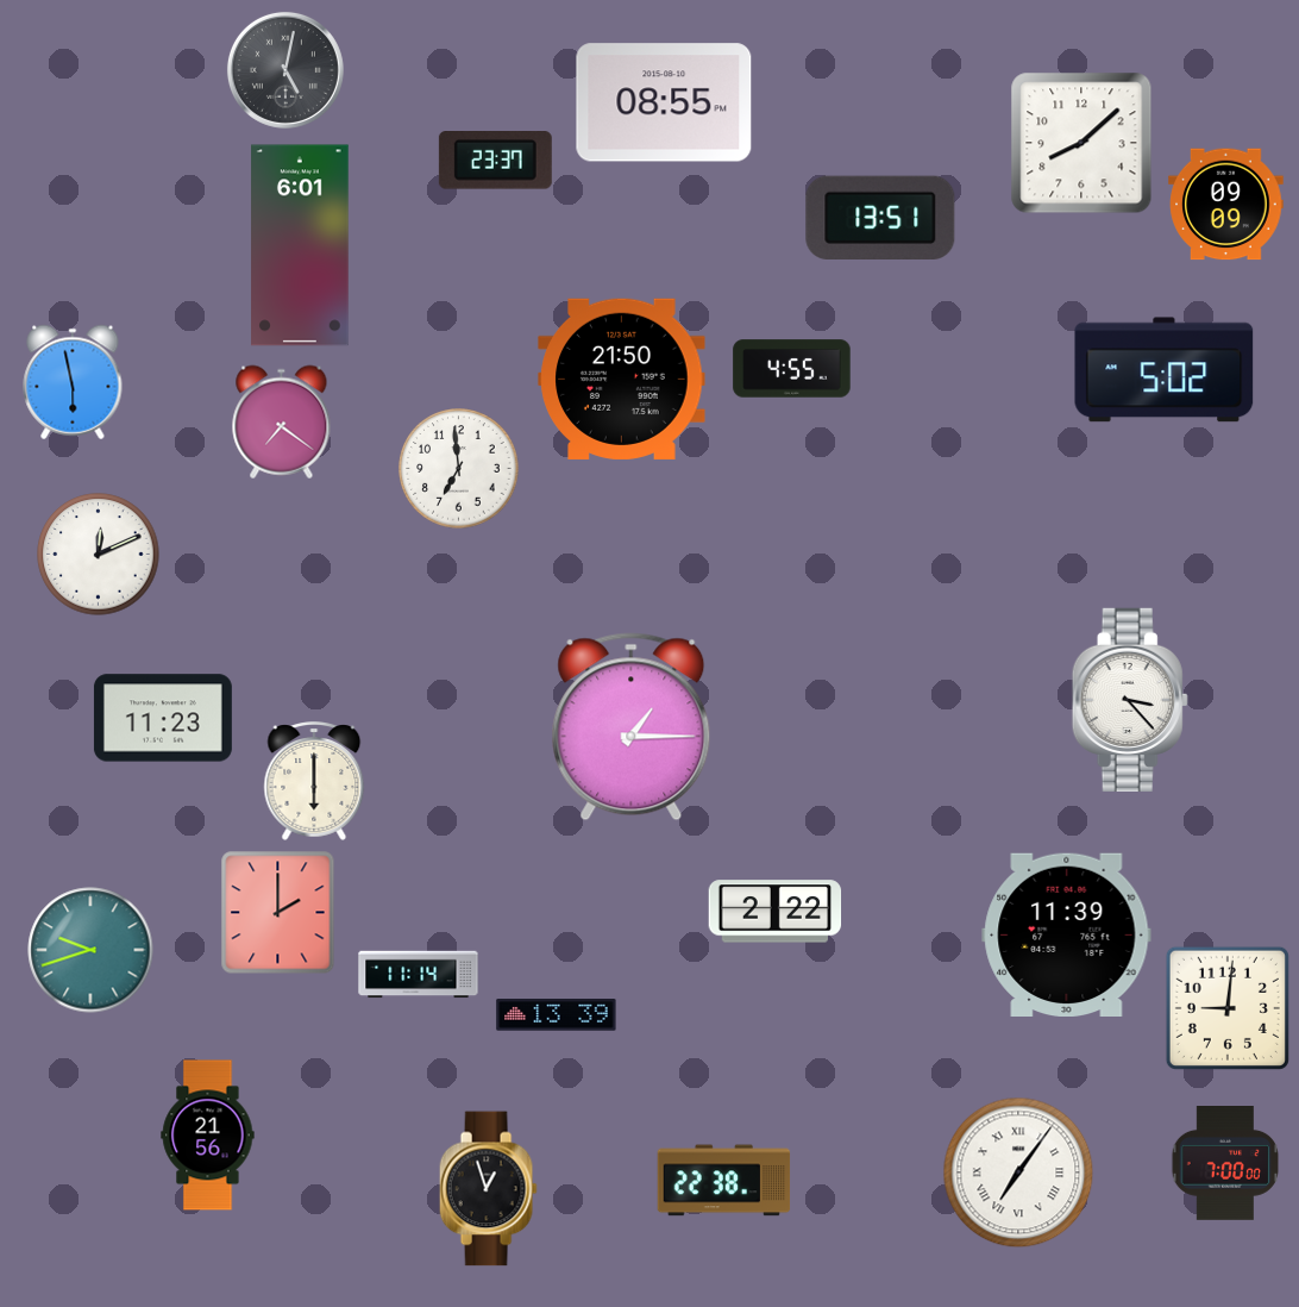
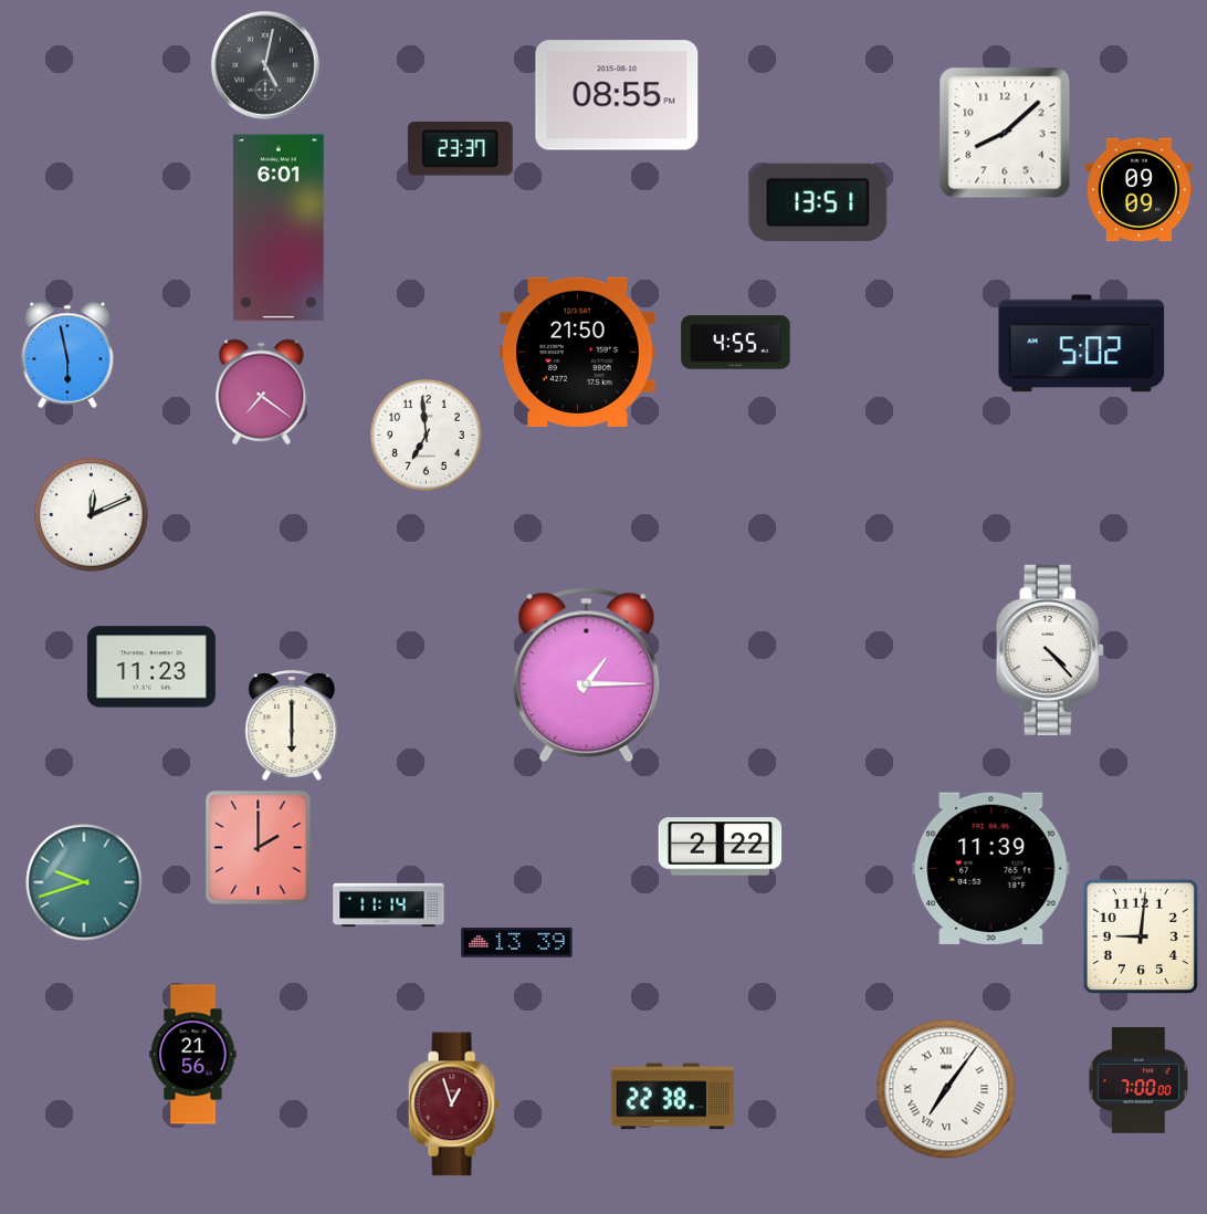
clock at (1130, 700): 3:23 -> 4:23
clock at (488, 1189) dial: black -> burgundy
